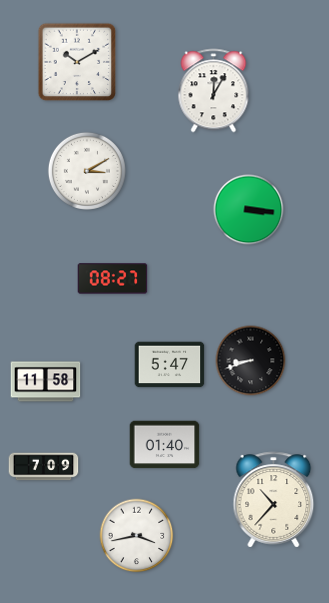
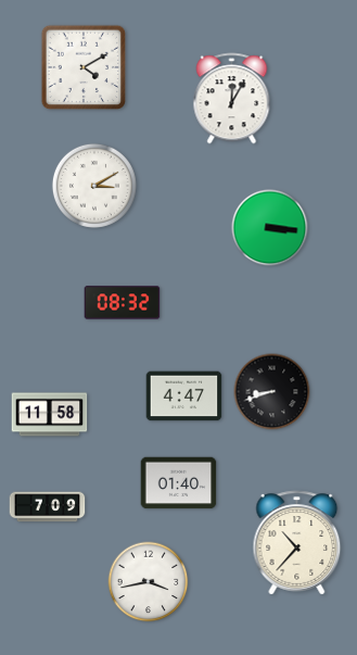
clock at (77, 62): 10:10 -> 4:10
clock at (113, 279): 08:27 -> 08:32
clock at (170, 365): 5:47 -> 4:47
